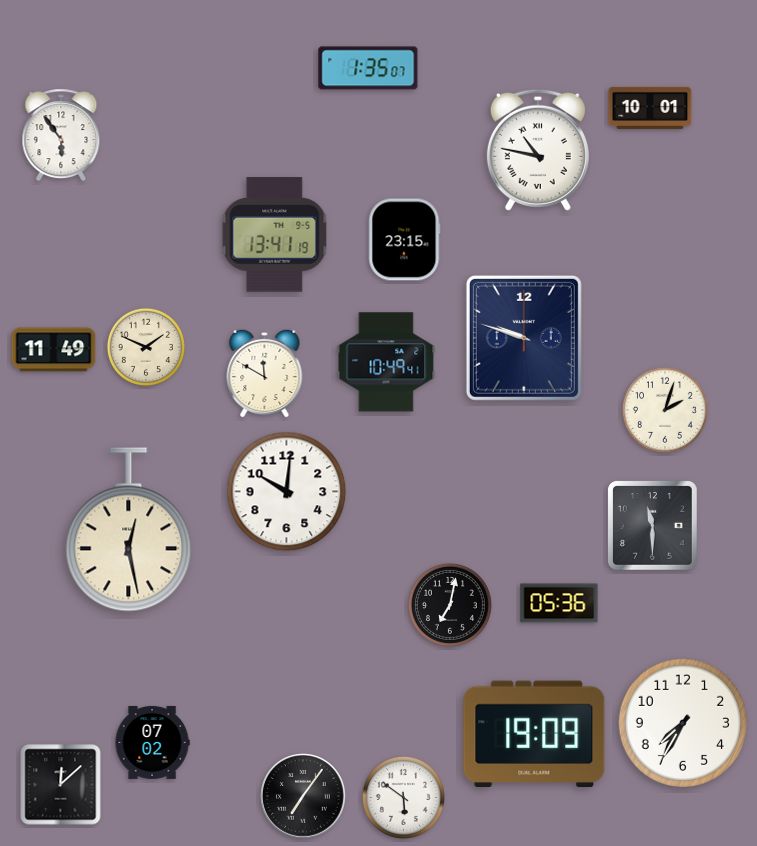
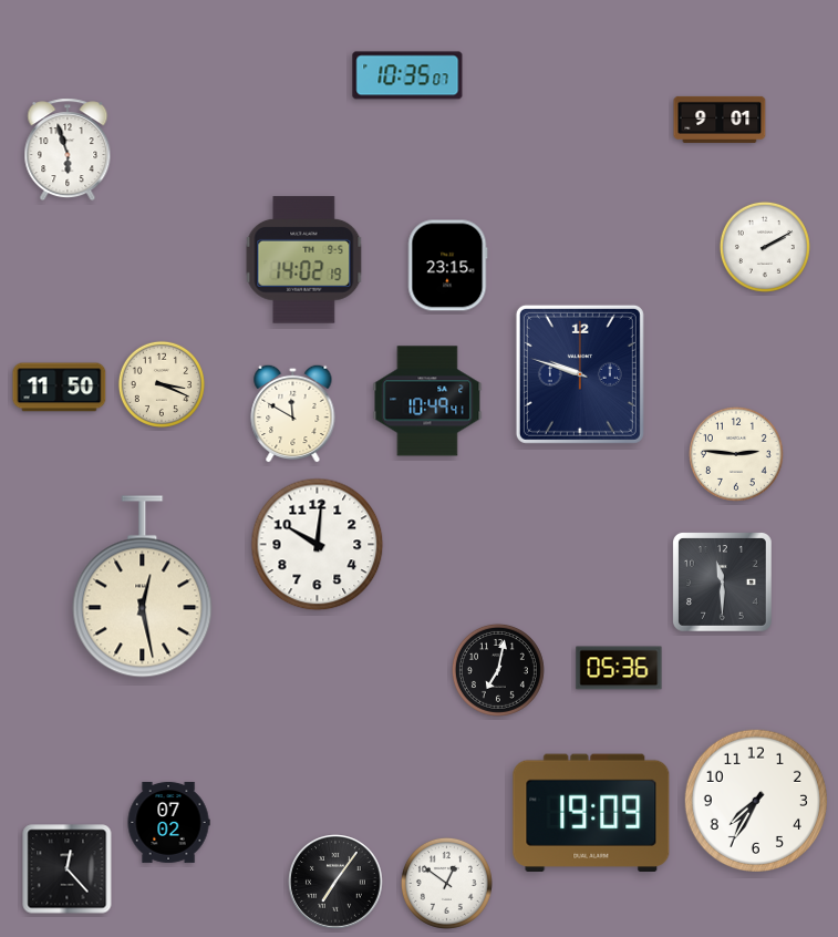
clock at (368, 68): 1:35 -> 10:35
clock at (650, 108): 10:01 -> 9:01
clock at (61, 135): 5:54 -> 5:57
clock at (538, 150): 10:47 -> none
clock at (765, 247): none -> 2:10
clock at (275, 235): 13:41 -> 14:02
clock at (146, 347): 1:49 -> 3:19
clock at (54, 350): 11:49 -> 11:50
clock at (665, 410): 2:03 -> 2:46
clock at (61, 785): 12:08 -> 12:23
clock at (403, 797): 5:51 -> 12:51
